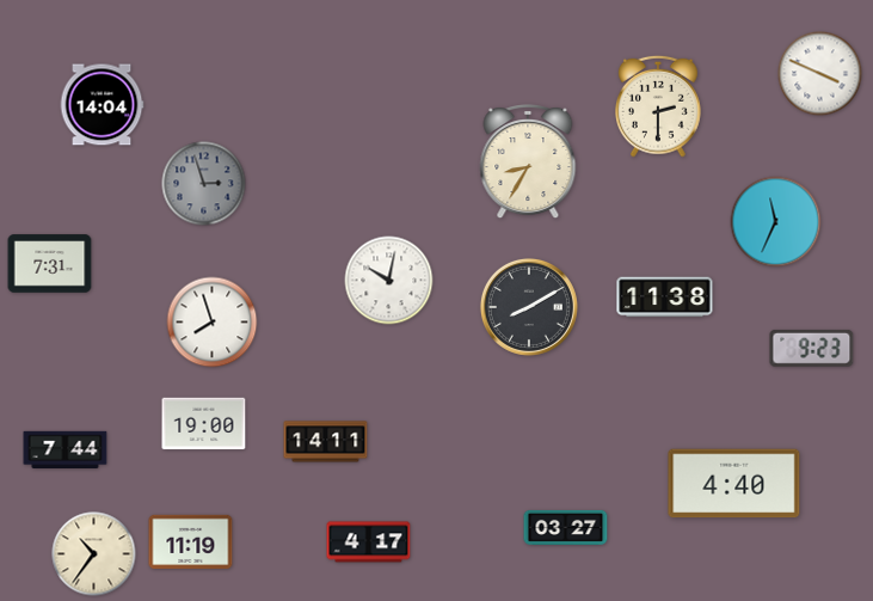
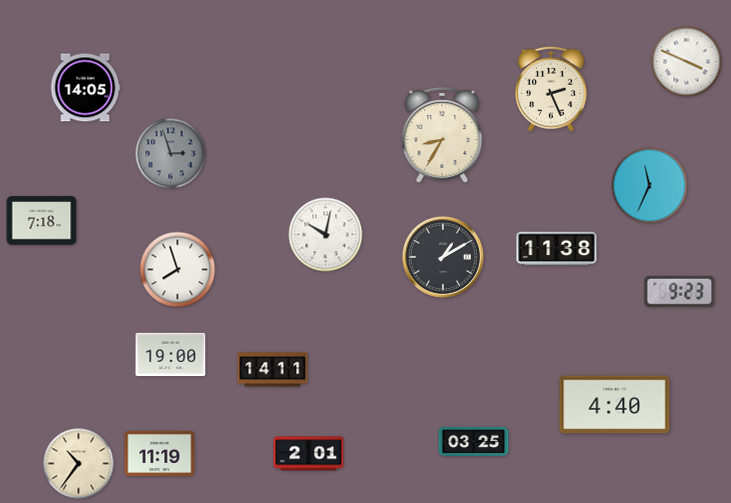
clock at (102, 105): 14:04 -> 14:05
clock at (659, 106): 2:30 -> 2:26
clock at (50, 264): 7:31 -> 7:18
clock at (529, 307): 8:10 -> 1:10
clock at (66, 450): 7:44 -> none
clock at (566, 527): 03:27 -> 03:25
clock at (369, 542): 4:17 -> 2:01
